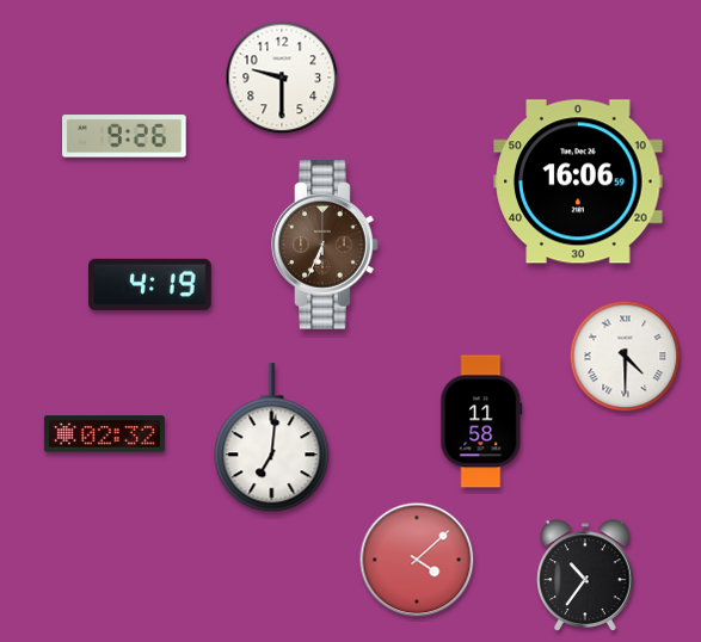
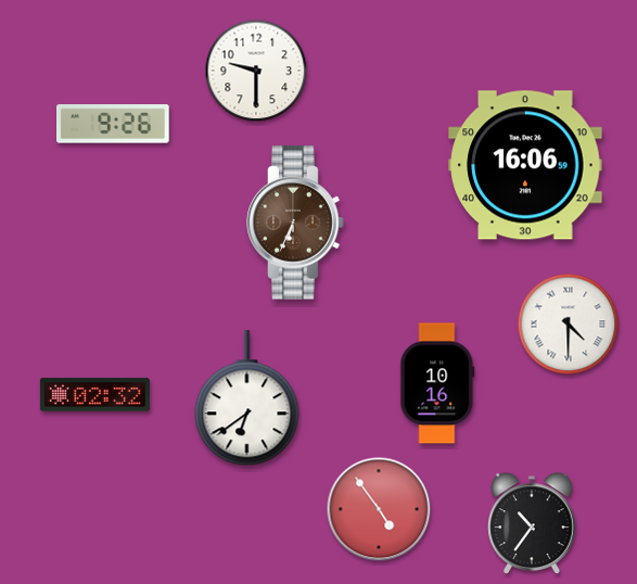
clock at (150, 284): 4:19 -> none
clock at (481, 421): 11:58 -> 10:16
clock at (272, 438): 7:01 -> 6:39
clock at (417, 560): 4:08 -> 4:54
